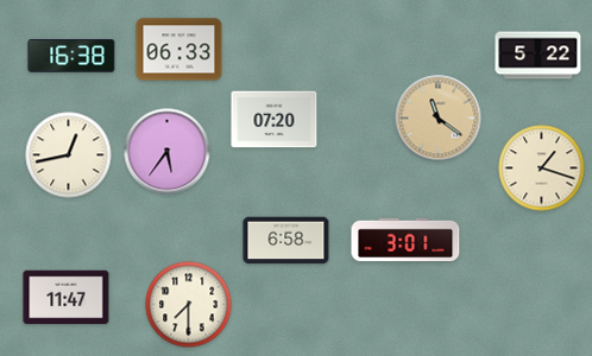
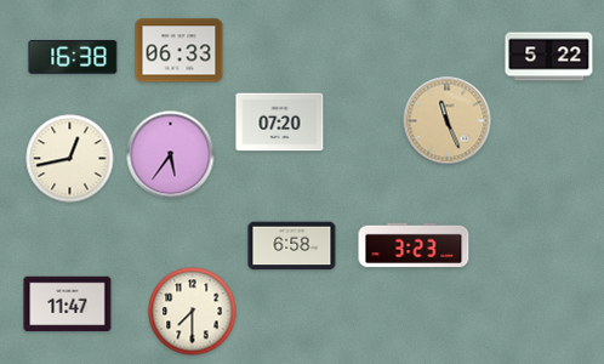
clock at (180, 50) position: (180, 50) -> (180, 51)
clock at (439, 119): 11:21 -> 11:26
clock at (542, 169): 1:18 -> none
clock at (405, 240): 3:01 -> 3:23
